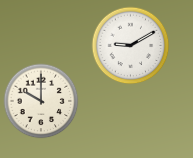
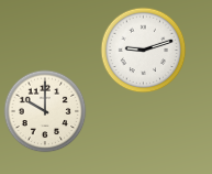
clock at (131, 46): 9:10 -> 9:12
